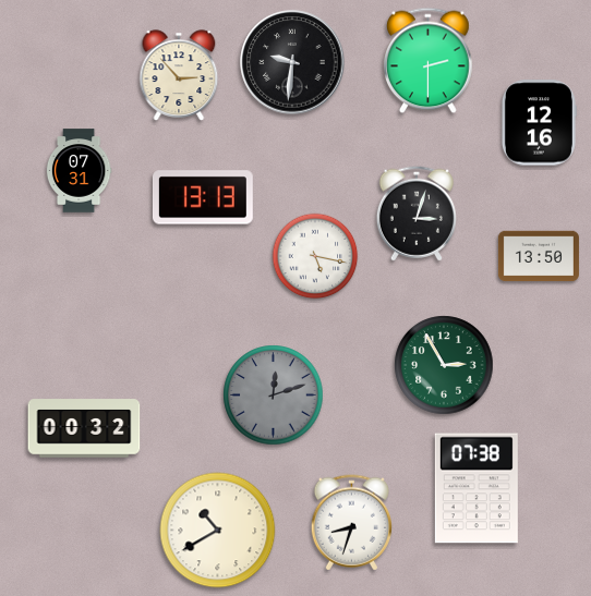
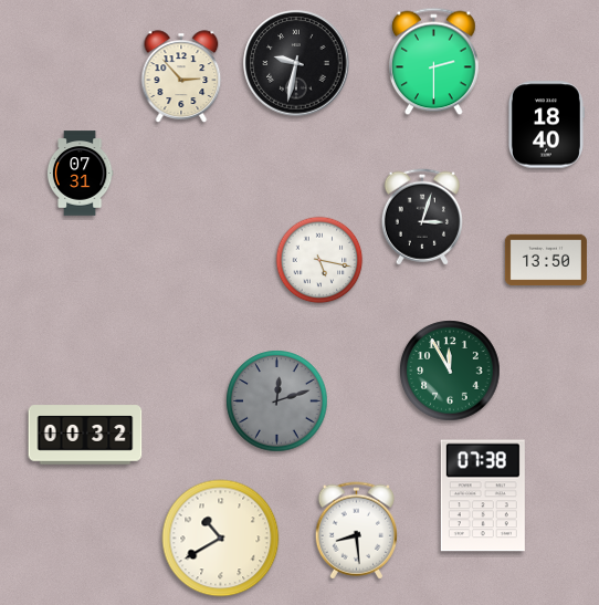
clock at (292, 62): 9:31 -> 9:32
clock at (539, 123): 12:16 -> 18:40
clock at (203, 197): 13:13 -> none
clock at (444, 365): 2:55 -> 11:55
clock at (351, 523): 8:33 -> 8:29
